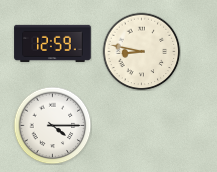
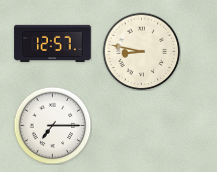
clock at (53, 43): 12:59 -> 12:57
clock at (52, 125): 4:15 -> 7:15
